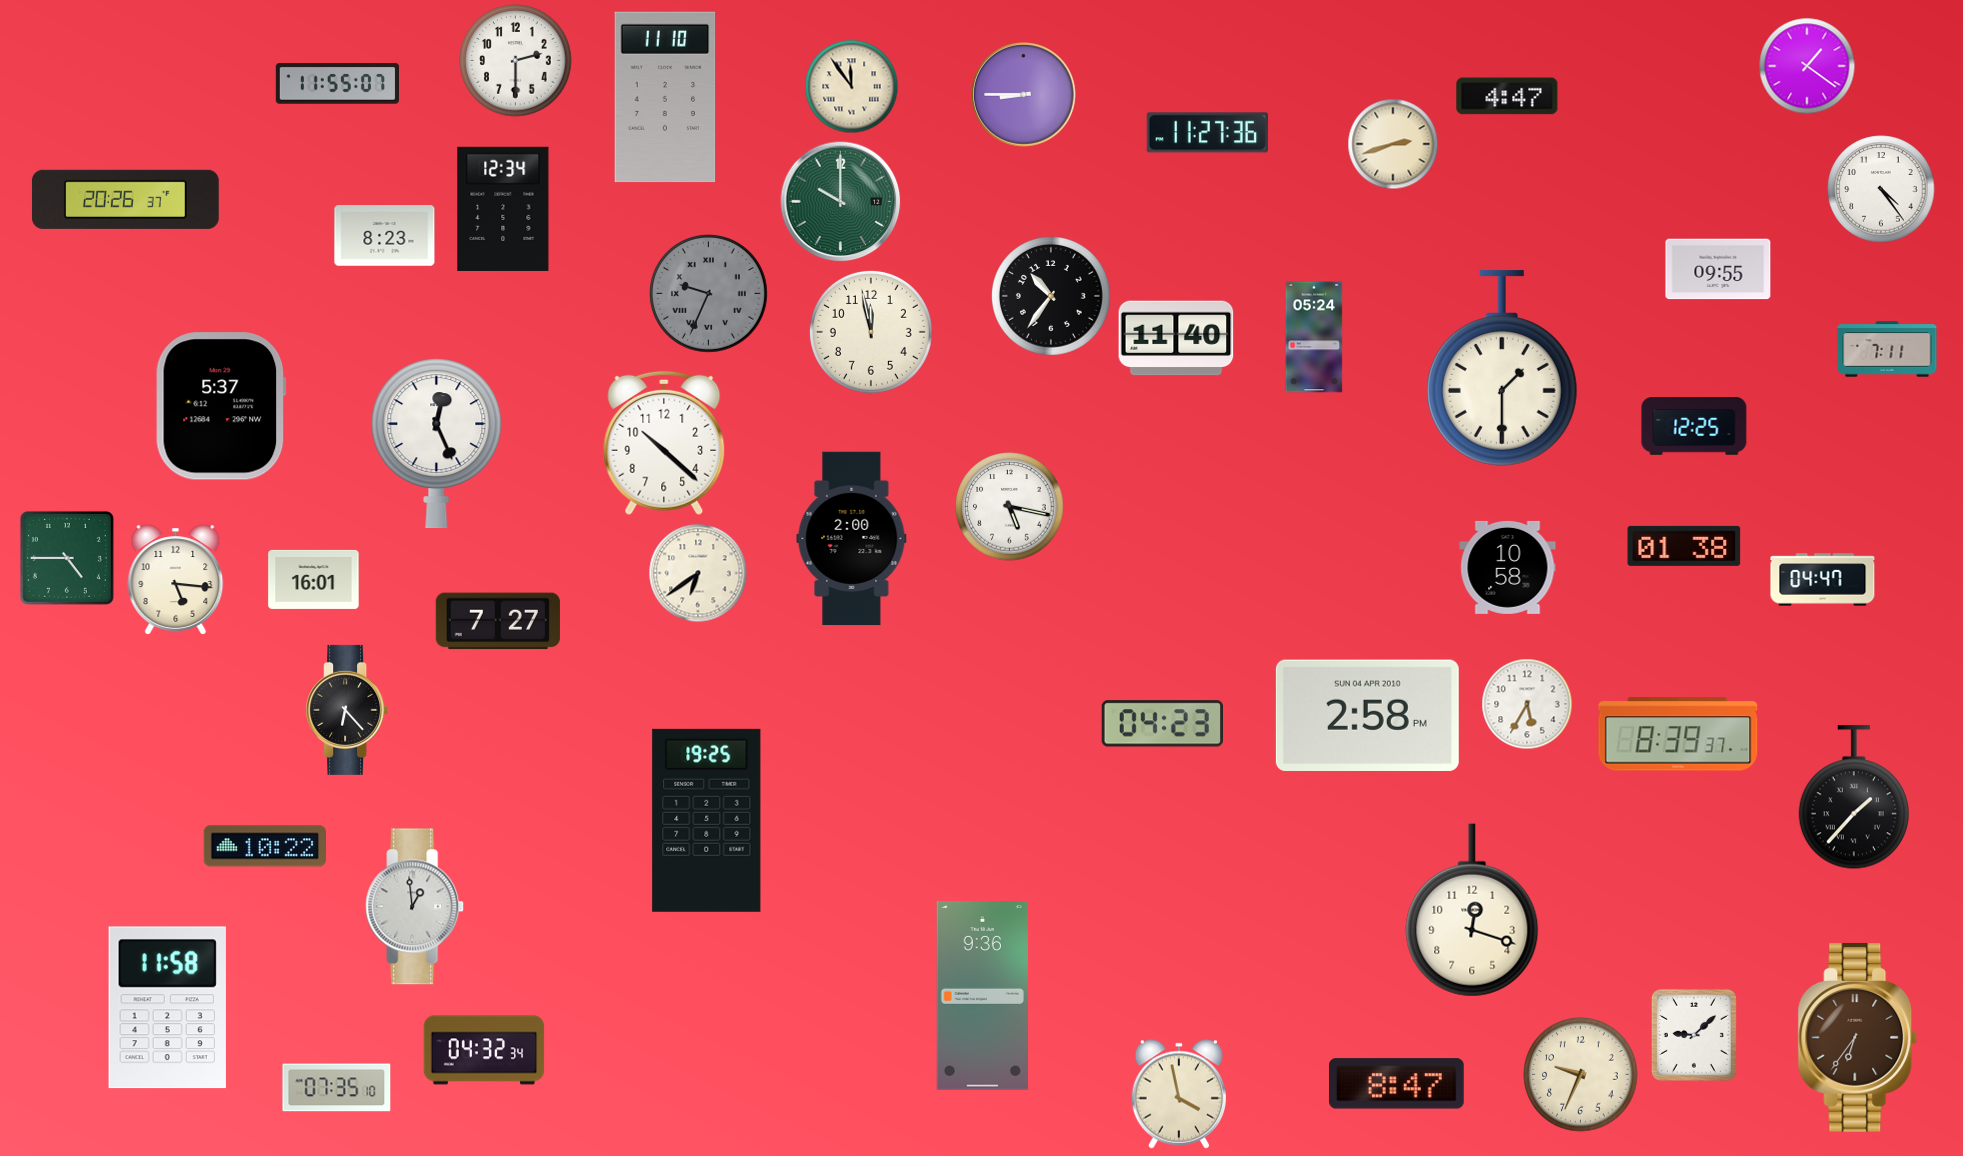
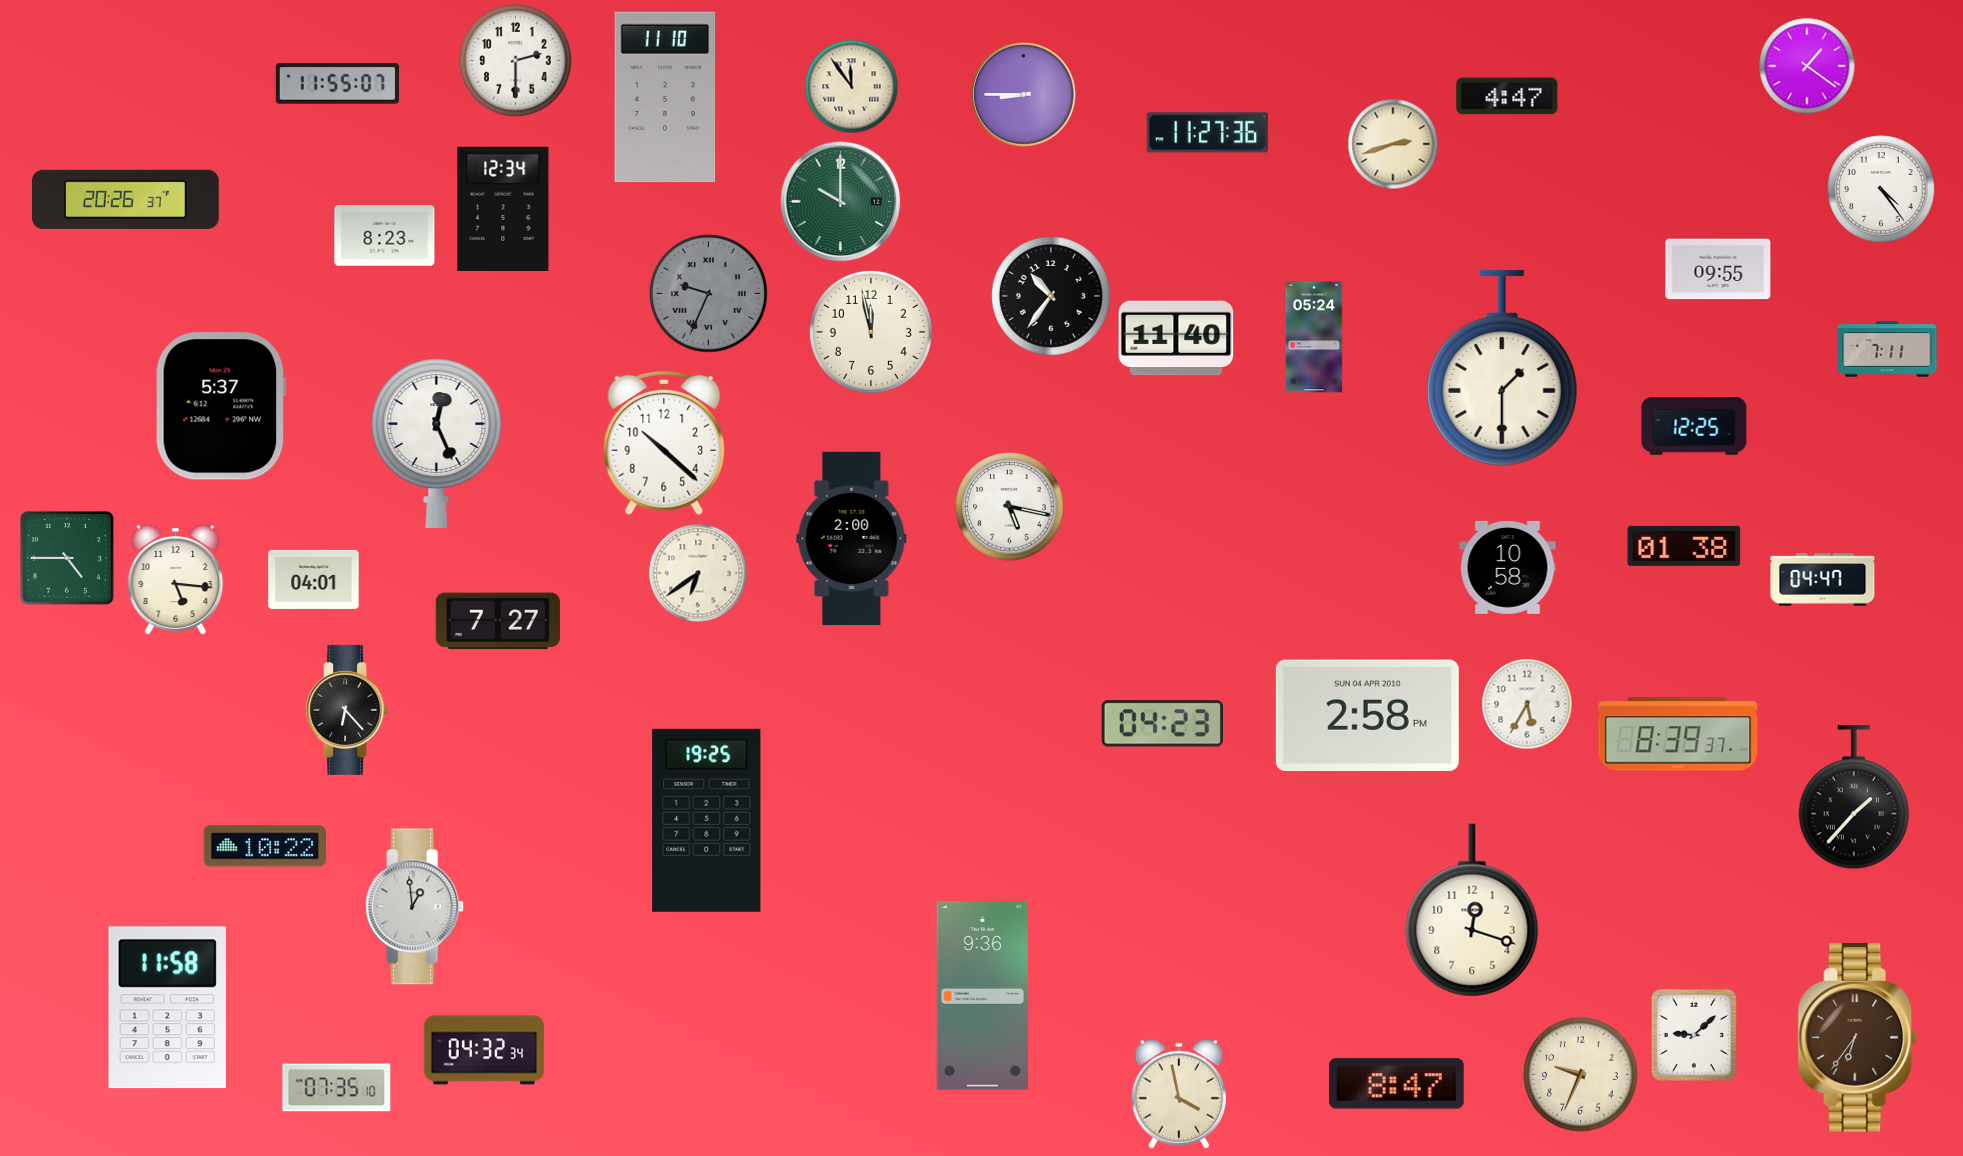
clock at (314, 579): 16:01 -> 04:01
